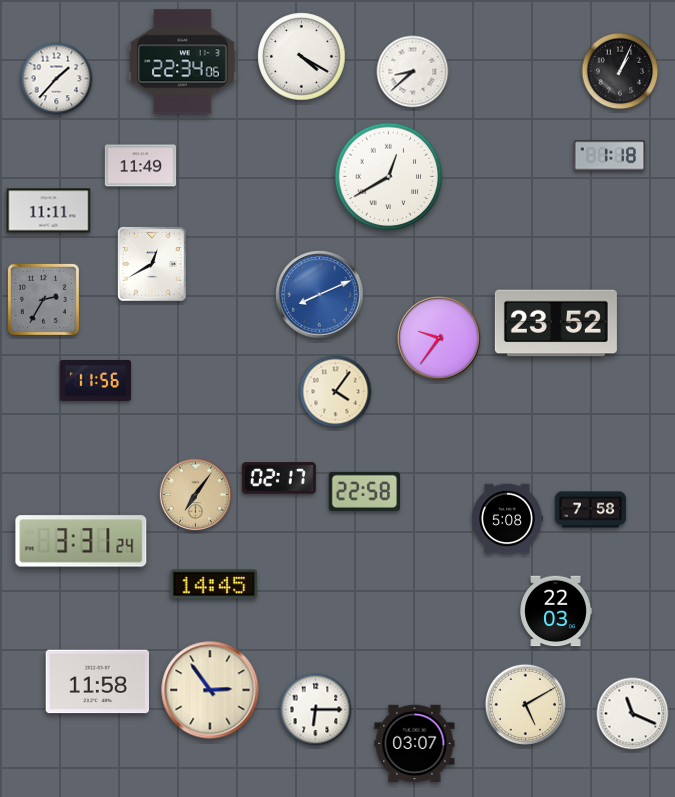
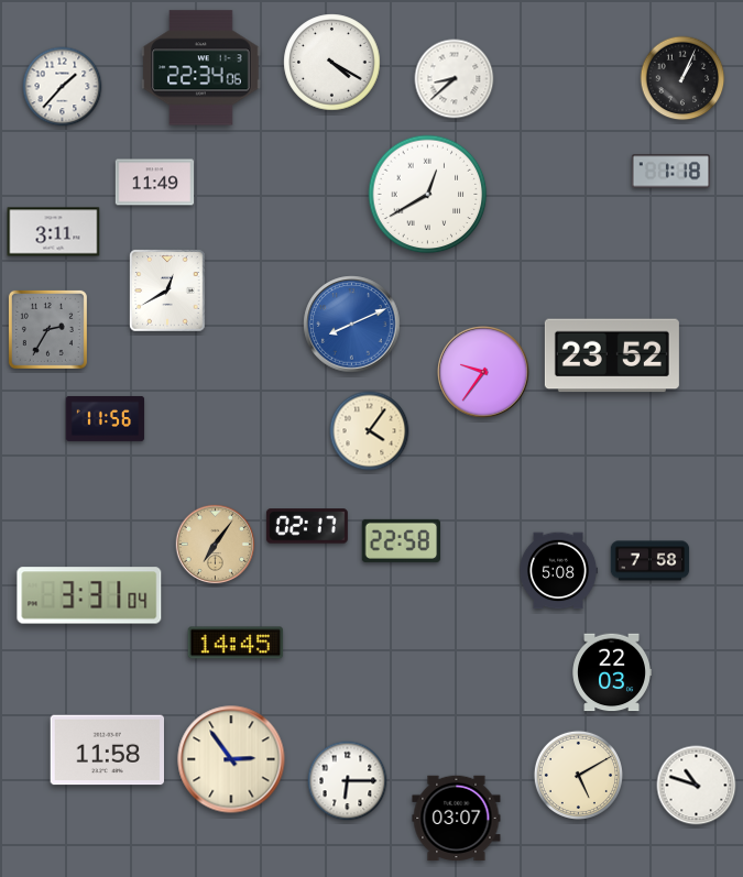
clock at (49, 211): 11:11 -> 3:11
clock at (81, 541): 3:31:24 -> 3:31:04
clock at (633, 714): 11:19 -> 10:48
